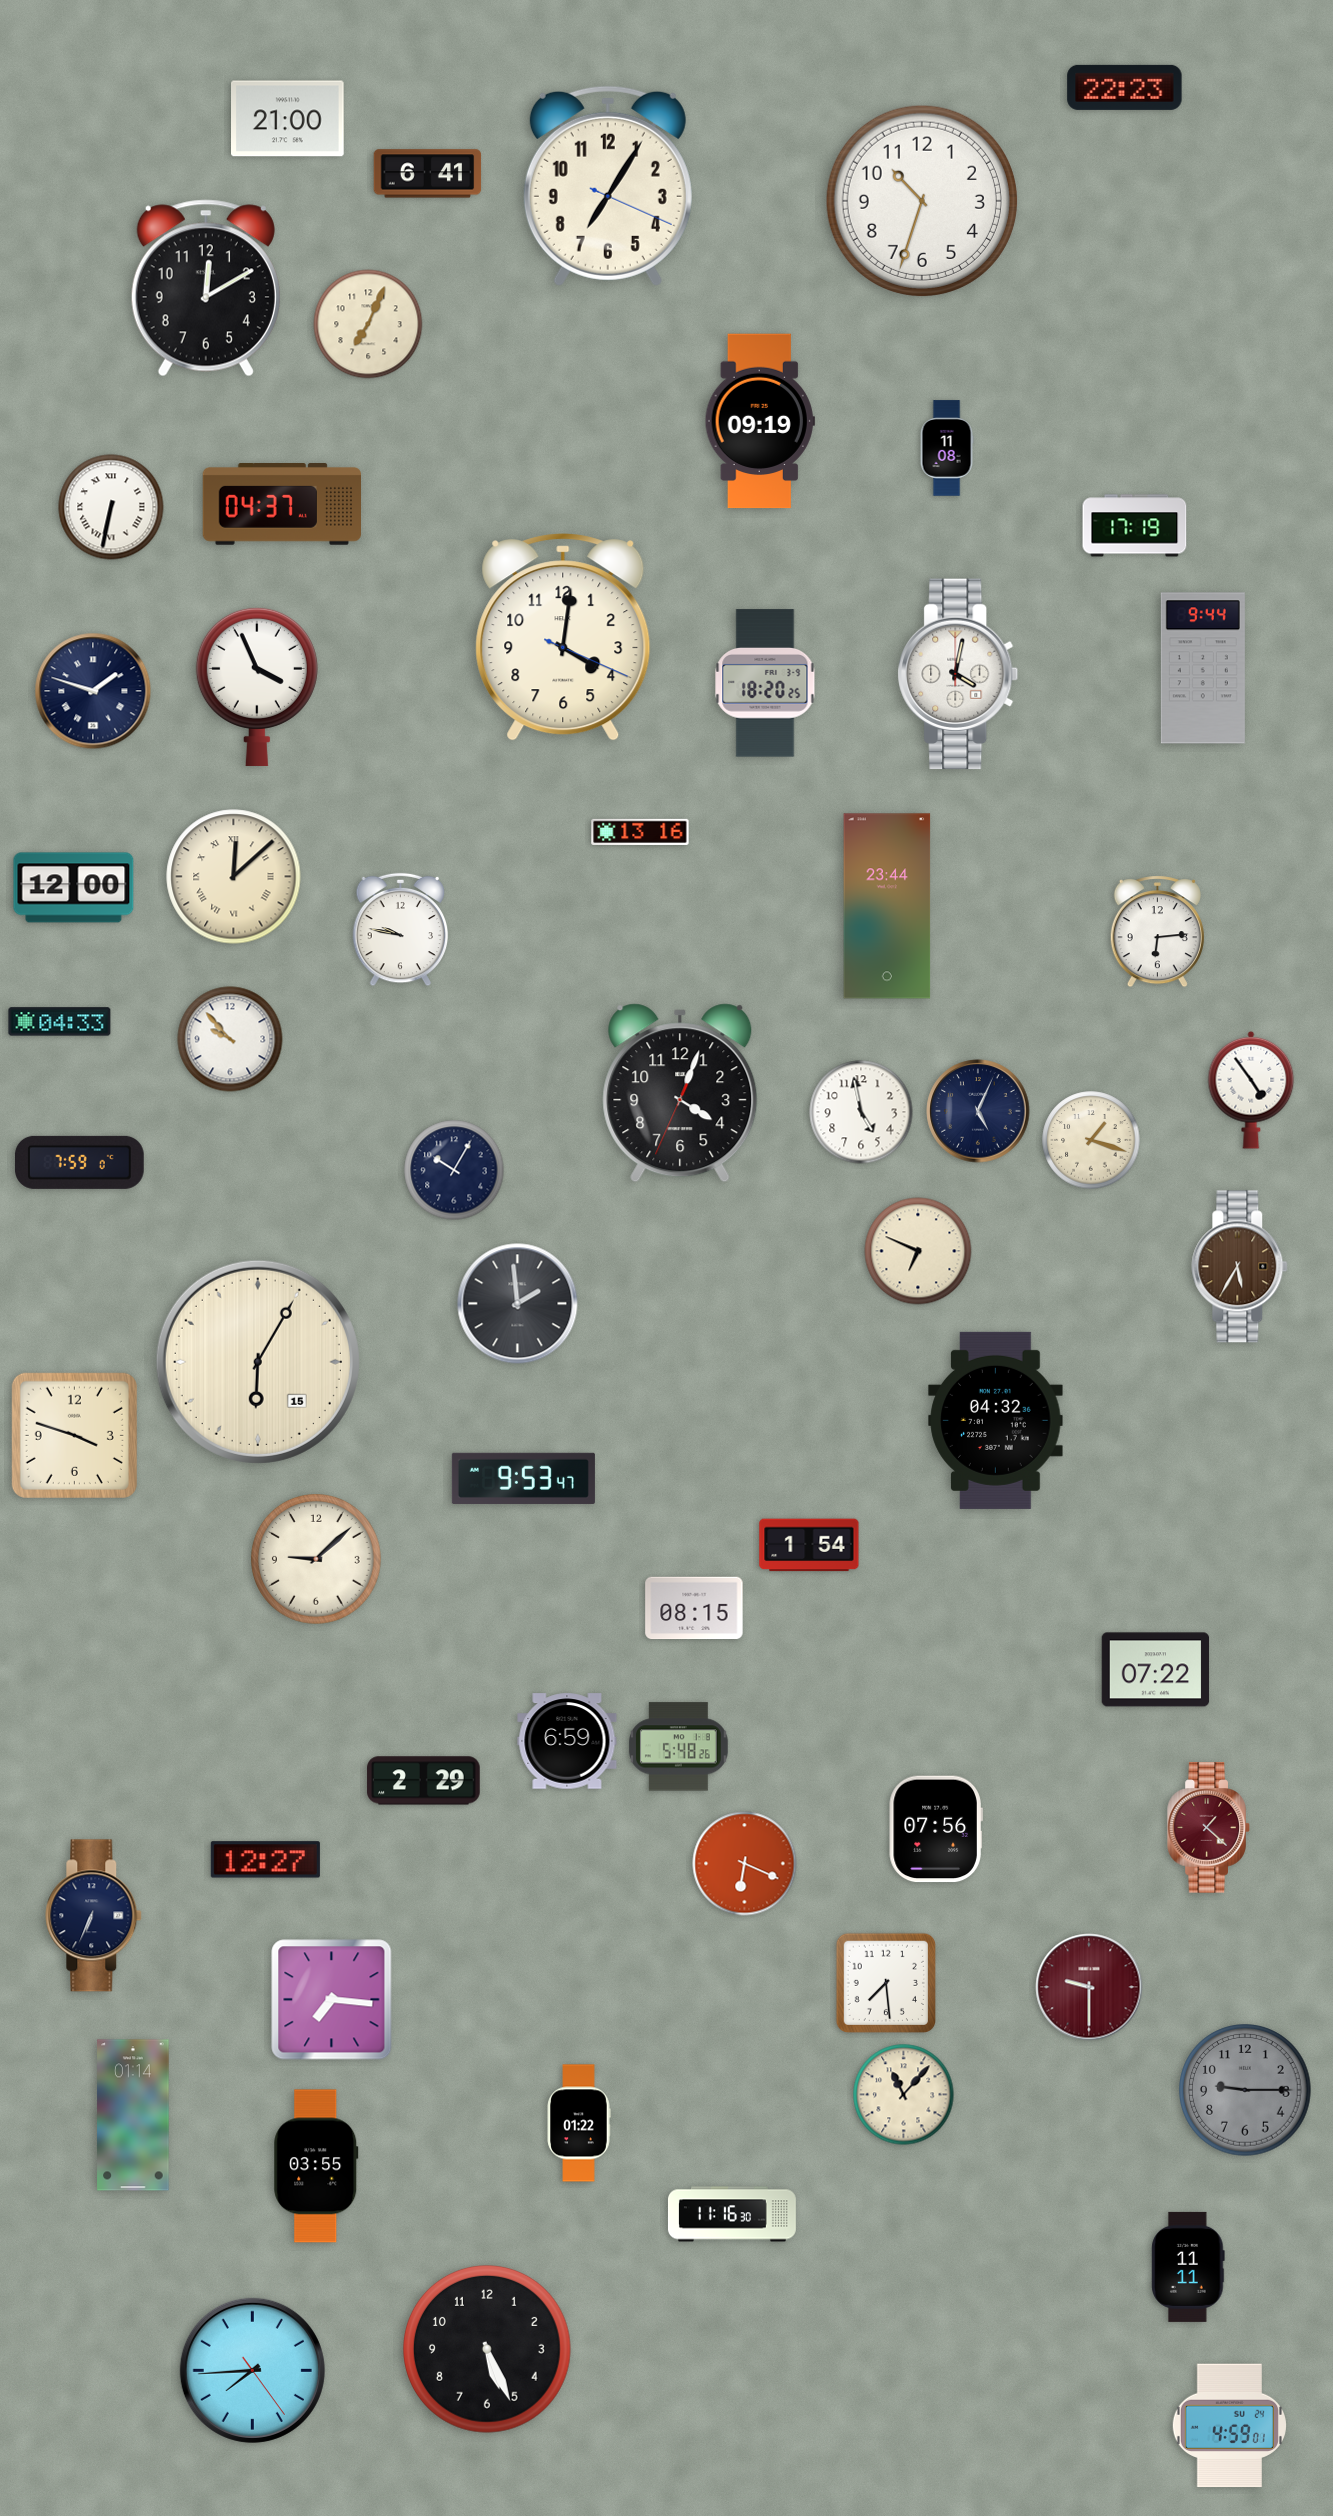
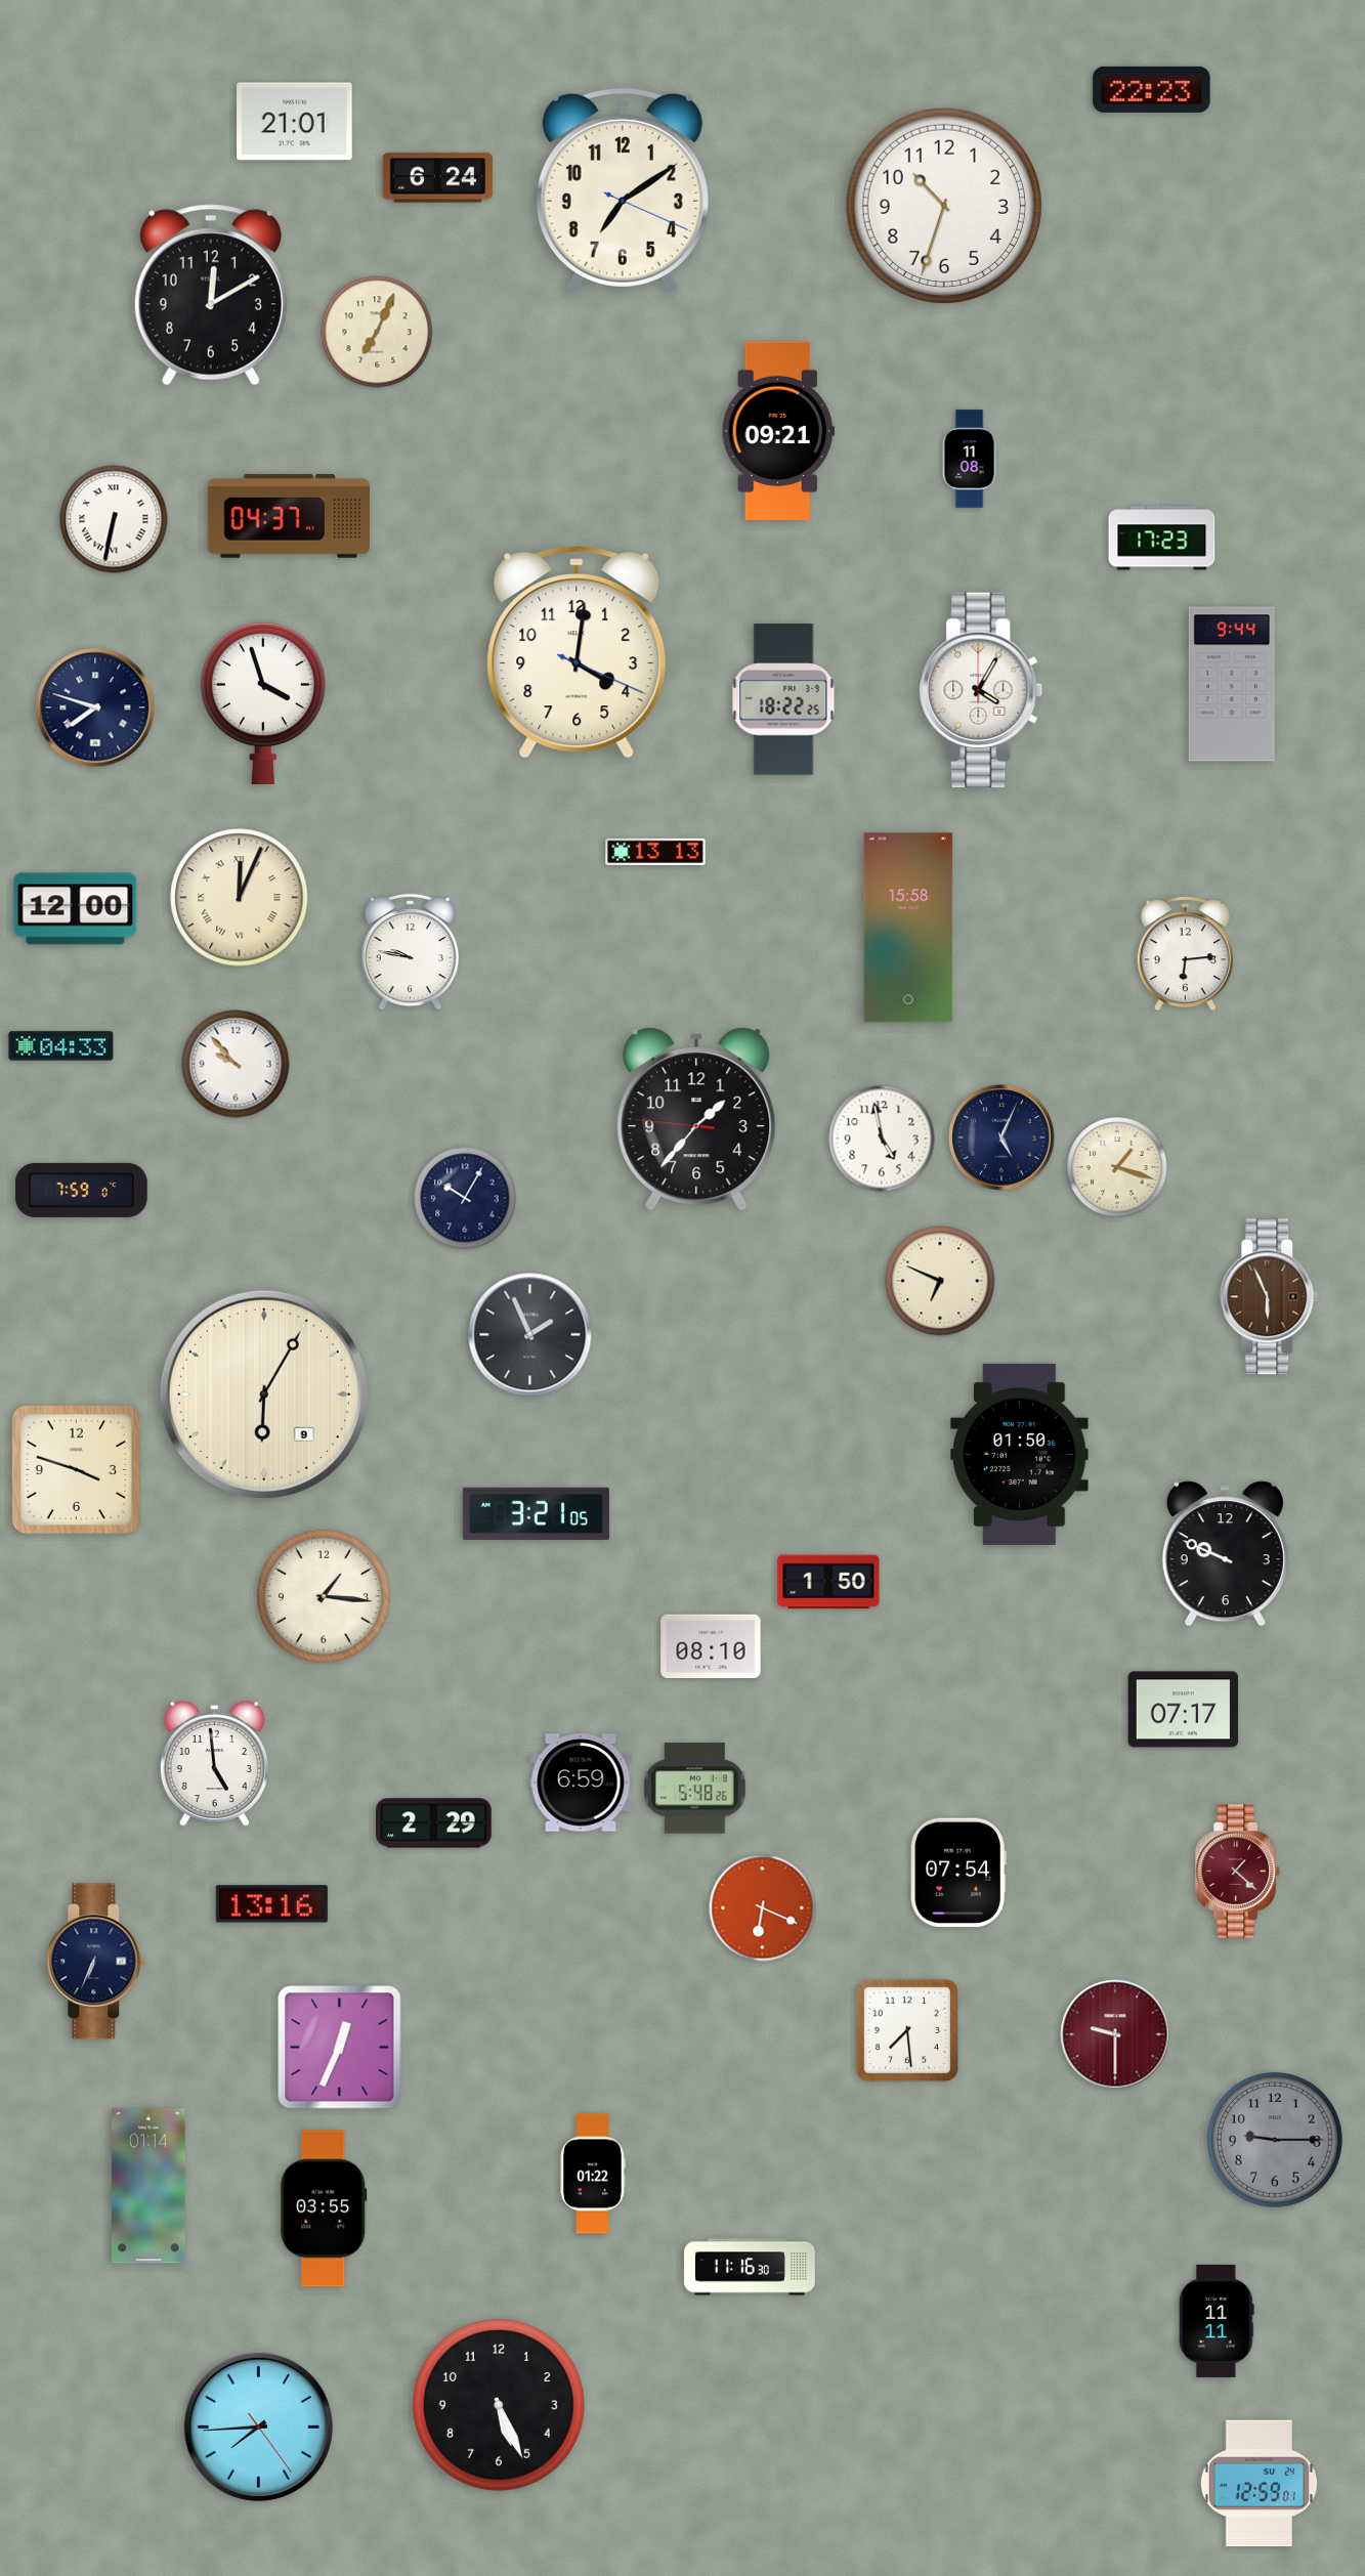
clock at (288, 119): 21:00 -> 21:01
clock at (428, 174): 6:41 -> 6:24
clock at (608, 186): 7:05 -> 7:09
clock at (760, 421): 09:19 -> 09:21
clock at (1135, 526): 17:19 -> 17:23
clock at (958, 674): 4:02 -> 4:05
clock at (765, 683): 18:20 -> 18:22
clock at (257, 686): 3:56 -> 3:57
clock at (93, 691): 1:48 -> 7:48
clock at (640, 832): 13:16 -> 13:13
clock at (234, 877): 12:08 -> 12:04
clock at (887, 906): 23:44 -> 15:58
clock at (1251, 1090): 4:54 -> none
clock at (680, 1093): 4:03 -> 1:36
clock at (1240, 1267): 5:35 -> 5:56
clock at (518, 1304): 1:59 -> 1:56
clock at (258, 1362) date: 15 -> 9
clock at (996, 1420): 04:32 -> 01:50
clock at (523, 1478): 9:53 -> 3:21
clock at (1225, 1554): none -> 9:49
clock at (809, 1545): 1:54 -> 1:50
clock at (317, 1560): 9:08 -> 1:16
clock at (694, 1608): 08:15 -> 08:10
clock at (1156, 1670): 07:22 -> 07:17
clock at (214, 1764): none -> 4:59
clock at (936, 1829): 07:56 -> 07:54
clock at (265, 1860): 12:27 -> 13:16
clock at (332, 2000): 7:16 -> 12:34
clock at (904, 2095): 11:07 -> none
clock at (133, 2115) position: (133, 2115) -> (148, 2186)
clock at (316, 2166) position: (316, 2166) -> (324, 2208)
clock at (1229, 2426): 4:59 -> 12:59
